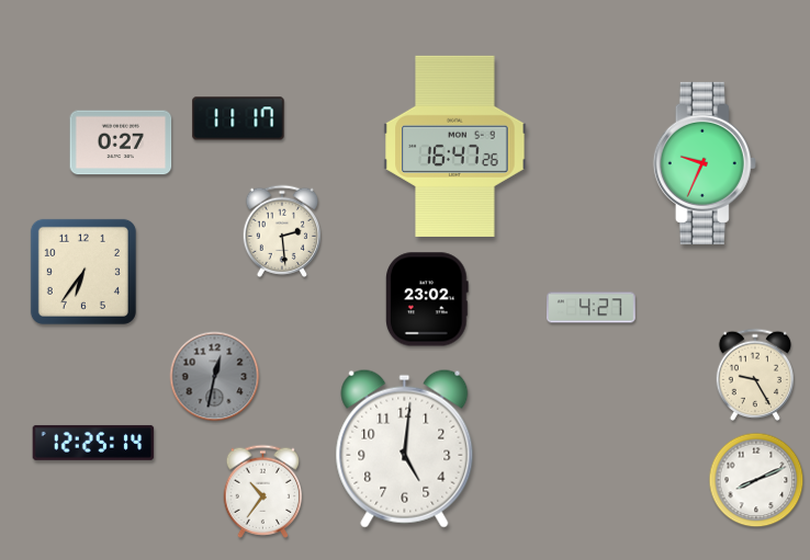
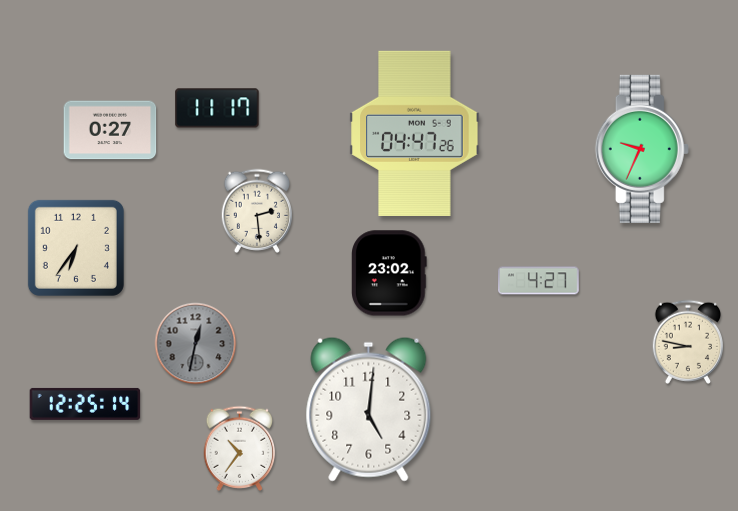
clock at (455, 146): 16:47 -> 04:47
clock at (754, 375): 9:25 -> 8:47
clock at (756, 480): 8:11 -> none
